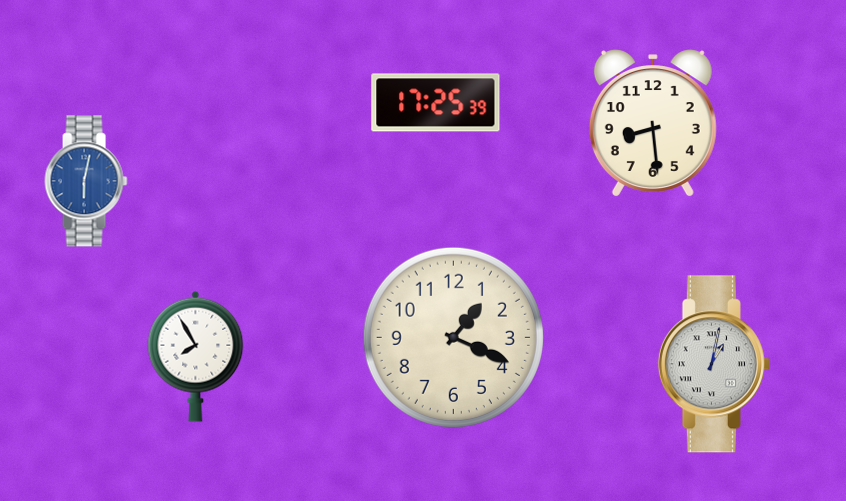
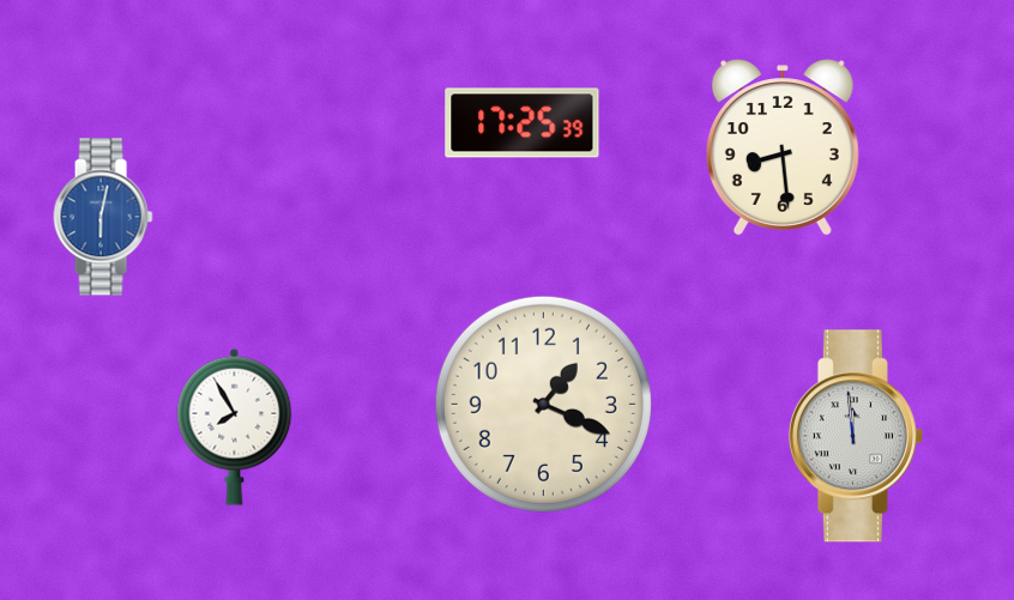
clock at (714, 364): 1:02 -> 11:59
